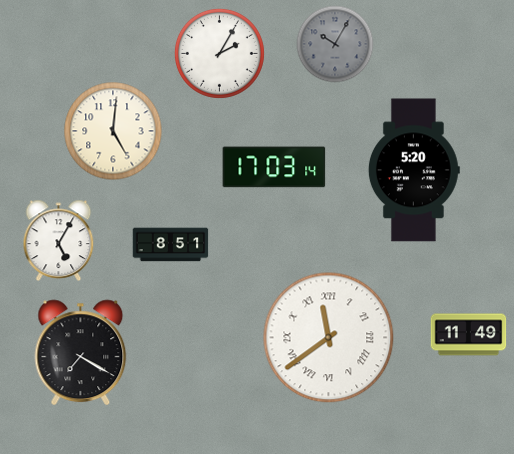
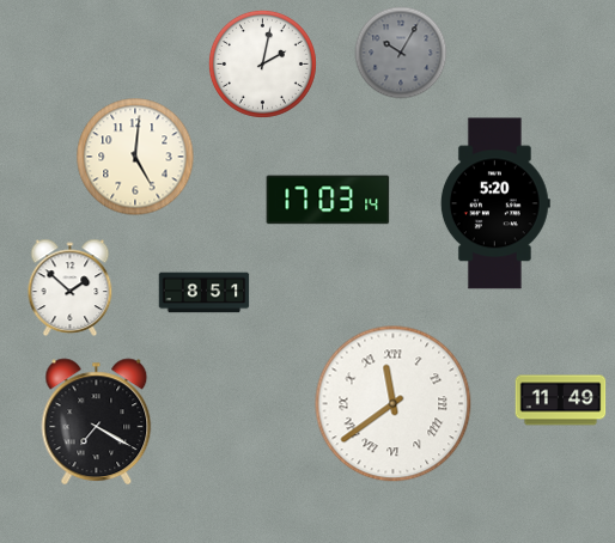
clock at (219, 53): 2:05 -> 2:02
clock at (59, 240): 5:05 -> 1:52
